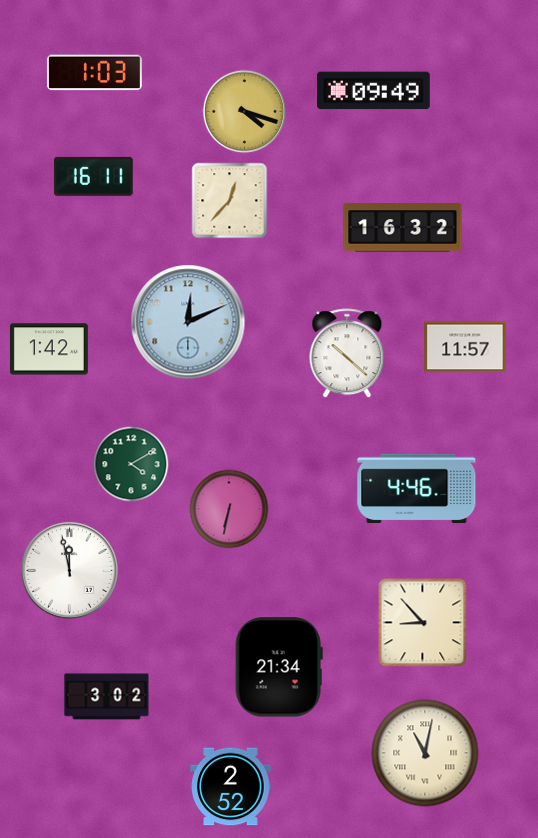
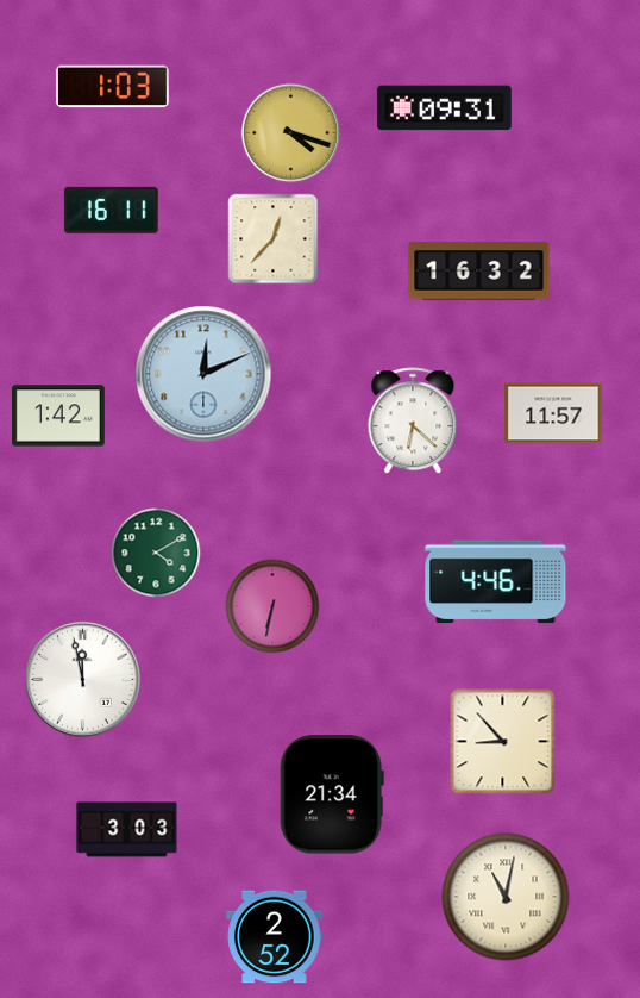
clock at (373, 91): 09:49 -> 09:31
clock at (188, 322) position: (188, 322) -> (203, 374)
clock at (347, 354): 10:22 -> 6:22
clock at (107, 697): 3:02 -> 3:03
